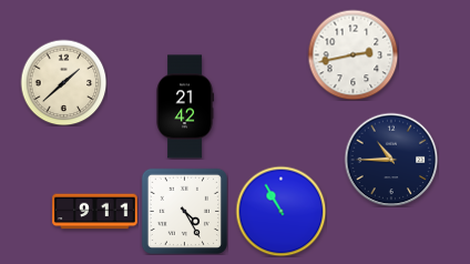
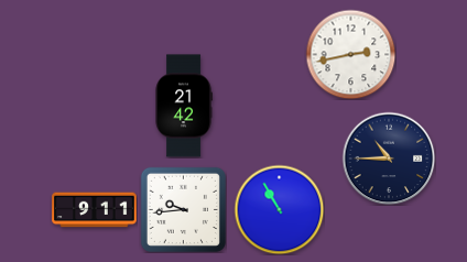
clock at (63, 82): 1:38 -> none
clock at (184, 211): 4:25 -> 9:44
